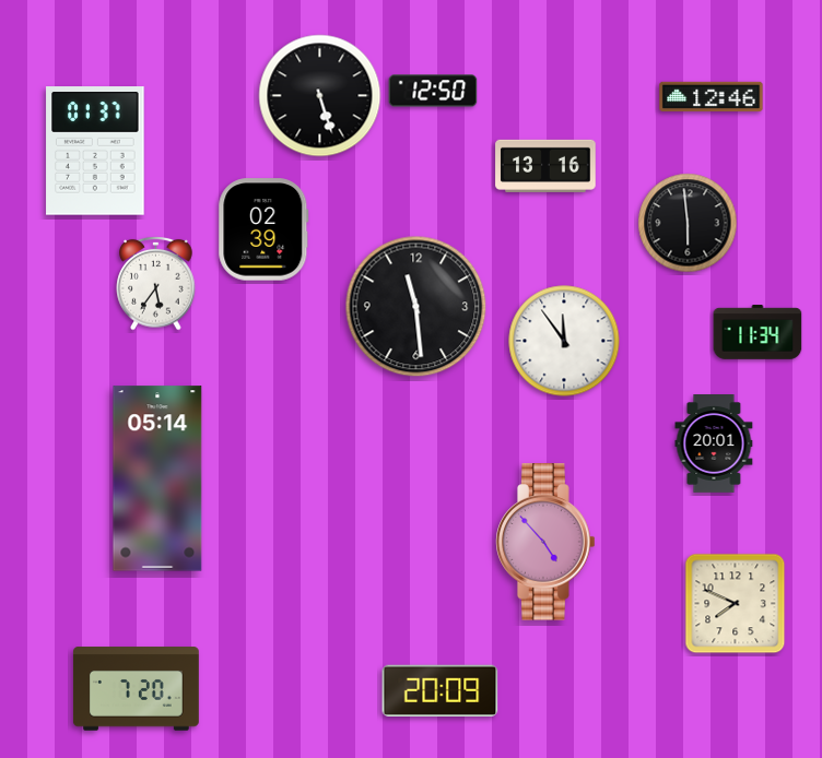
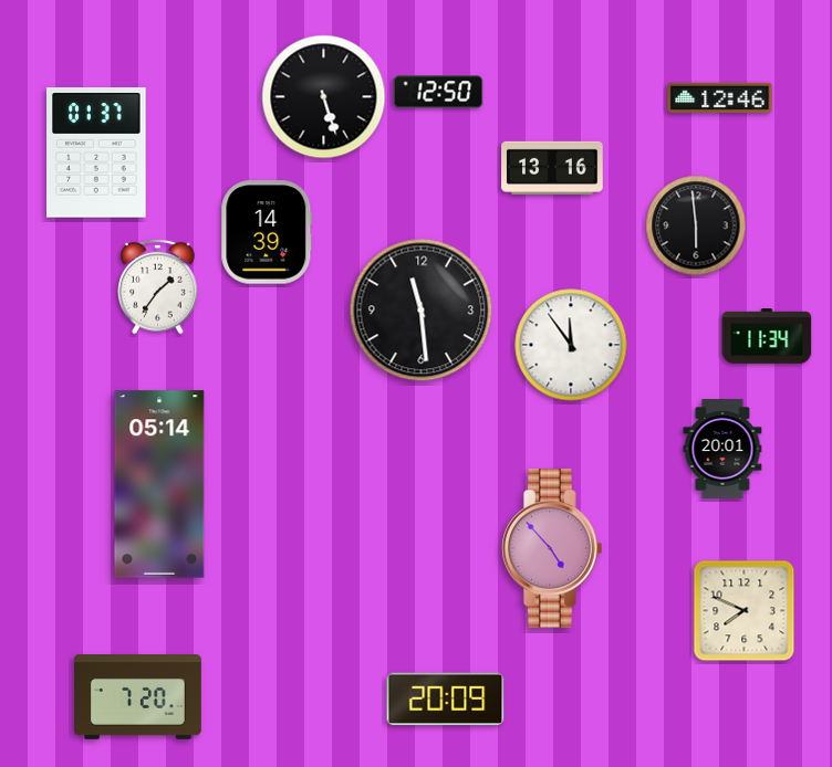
clock at (263, 229): 02:39 -> 14:39
clock at (156, 283): 5:36 -> 1:36
